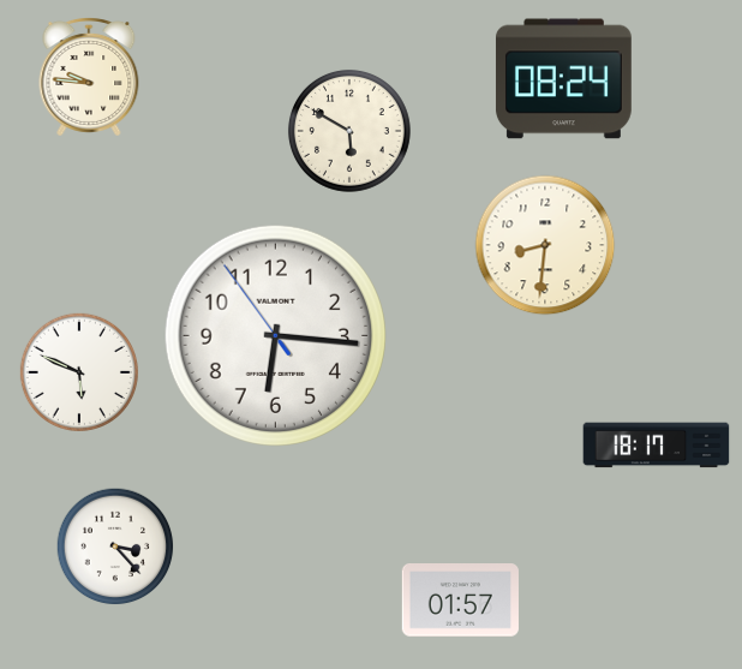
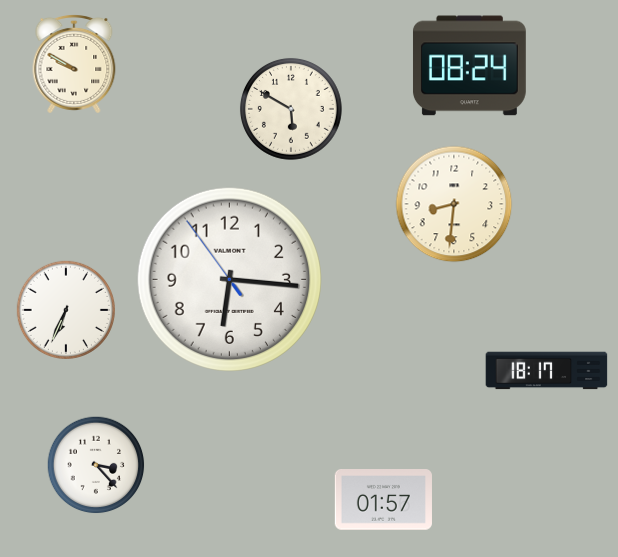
clock at (89, 78): 9:46 -> 9:50
clock at (79, 372): 5:49 -> 6:34
clock at (115, 546) position: (115, 546) -> (96, 465)
